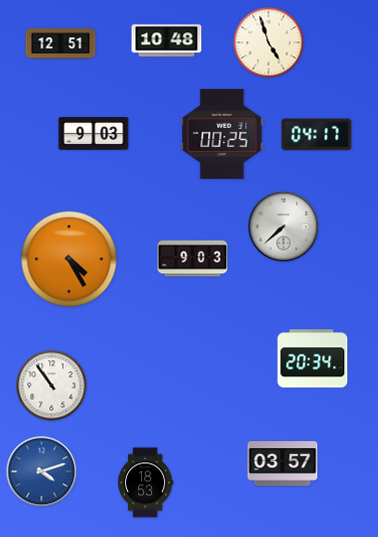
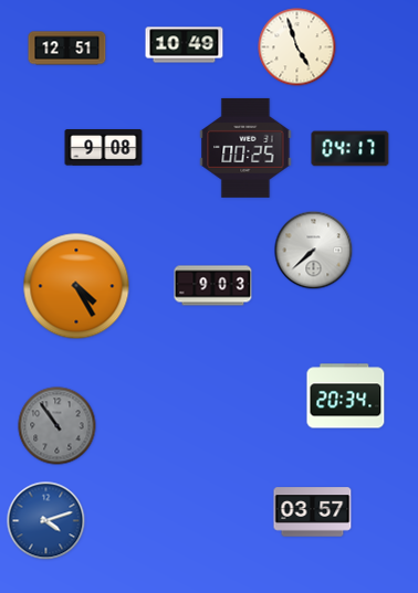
clock at (167, 41): 10:48 -> 10:49
clock at (94, 134): 9:03 -> 9:08
clock at (52, 386) dial: white -> grey
clock at (145, 483): 18:53 -> none
